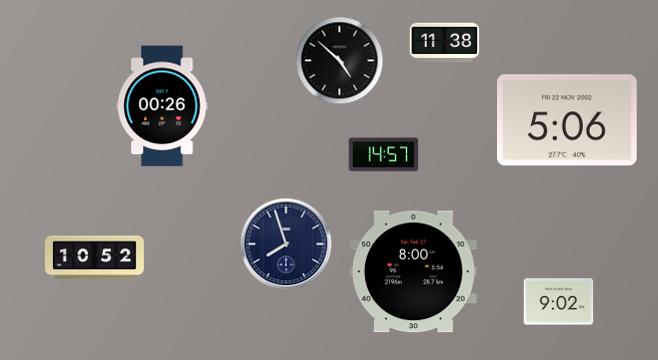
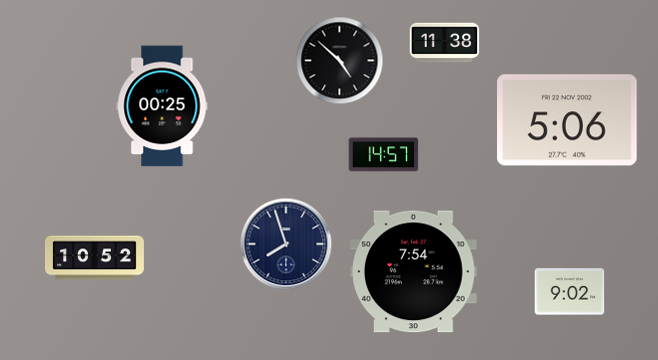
clock at (162, 106): 00:26 -> 00:25
clock at (414, 272): 8:00 -> 7:54
clock at (559, 302) position: (559, 302) -> (570, 292)
